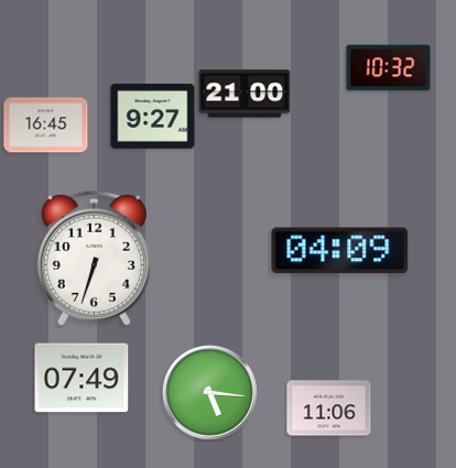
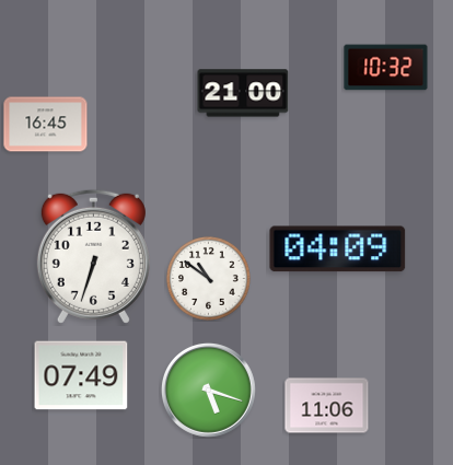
clock at (153, 116): 9:27 -> none
clock at (209, 279): none -> 10:51
clock at (209, 392): 5:16 -> 5:18
